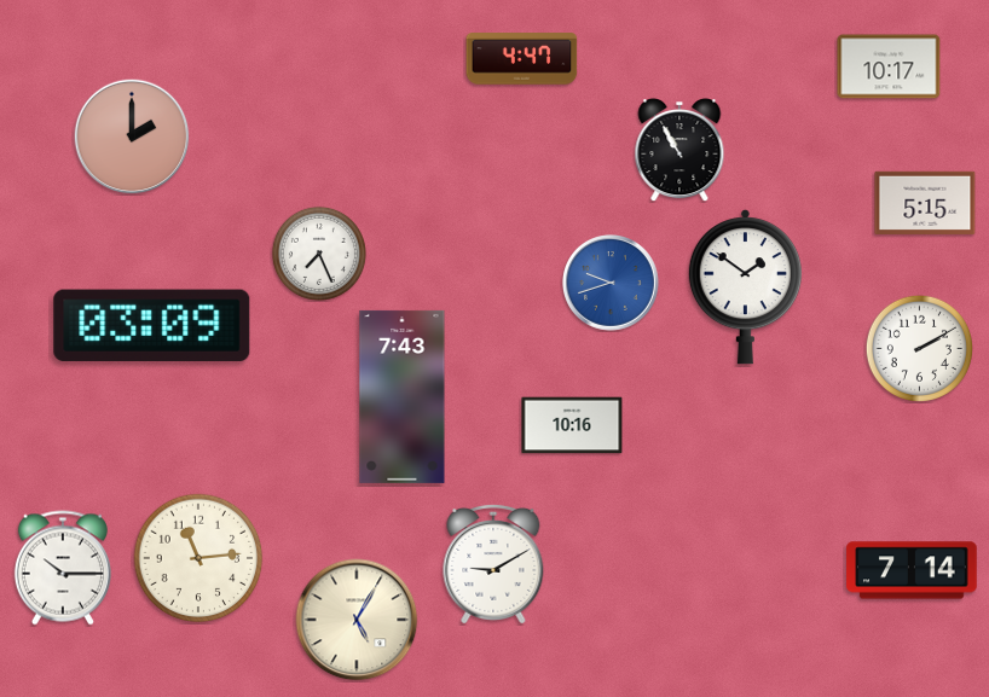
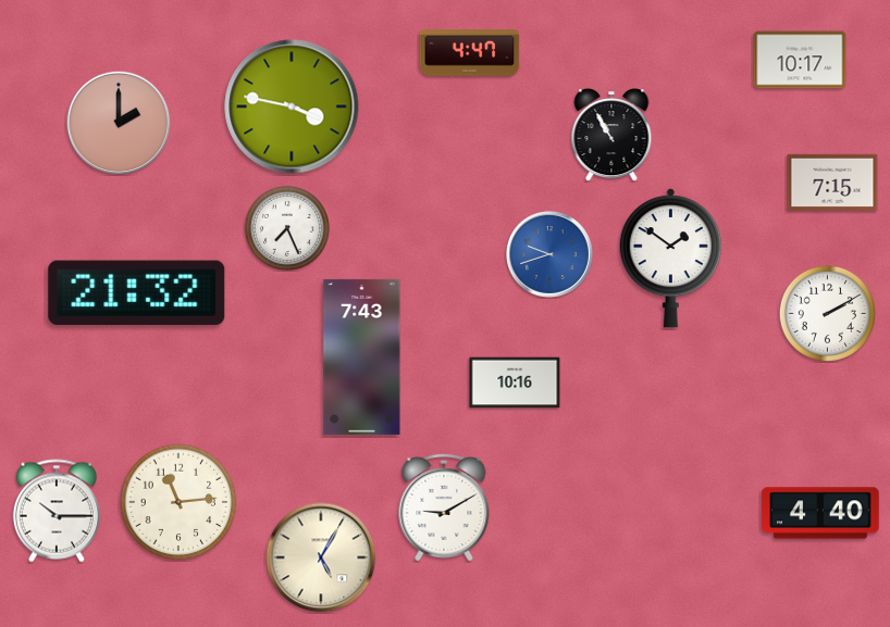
clock at (292, 106): none -> 3:47
clock at (925, 203): 5:15 -> 7:15
clock at (152, 325): 03:09 -> 21:32
clock at (912, 570): 7:14 -> 4:40
